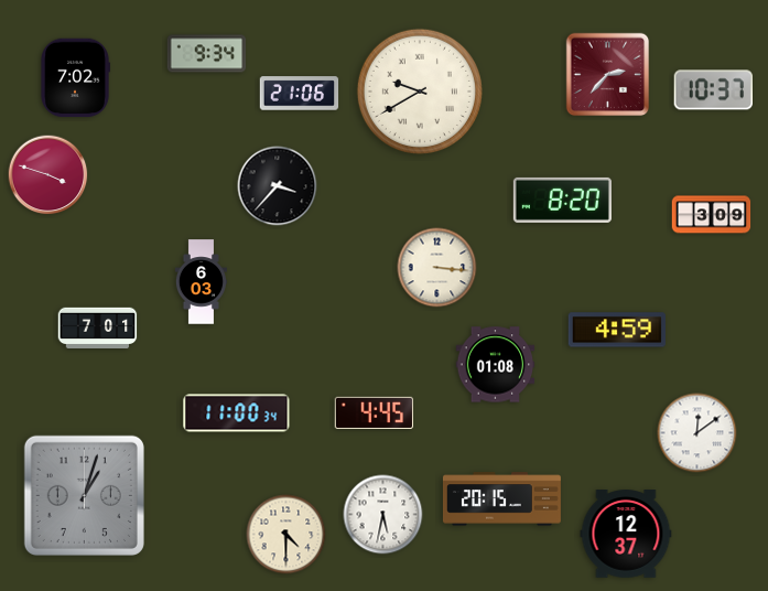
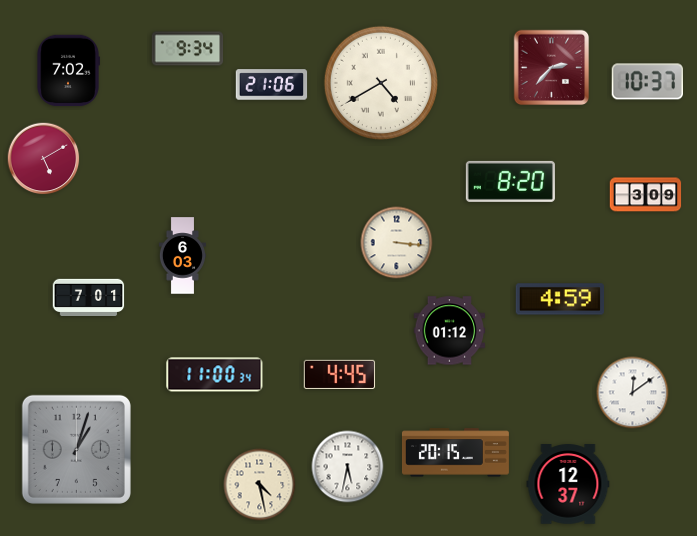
clock at (420, 92): 9:40 -> 4:40
clock at (48, 175): 3:48 -> 5:10
clock at (278, 186): 3:37 -> none
clock at (496, 365): 01:08 -> 01:12
clock at (286, 535): 4:30 -> 4:28
